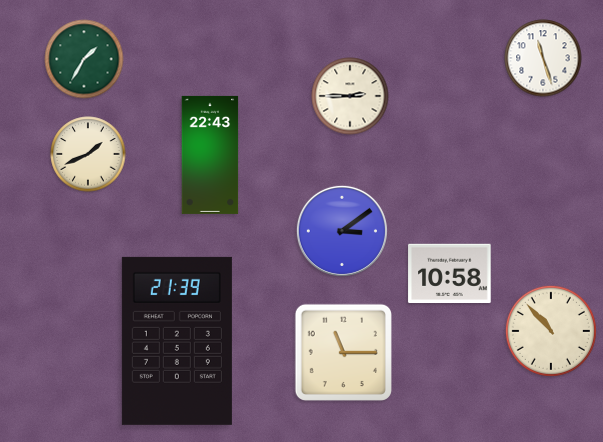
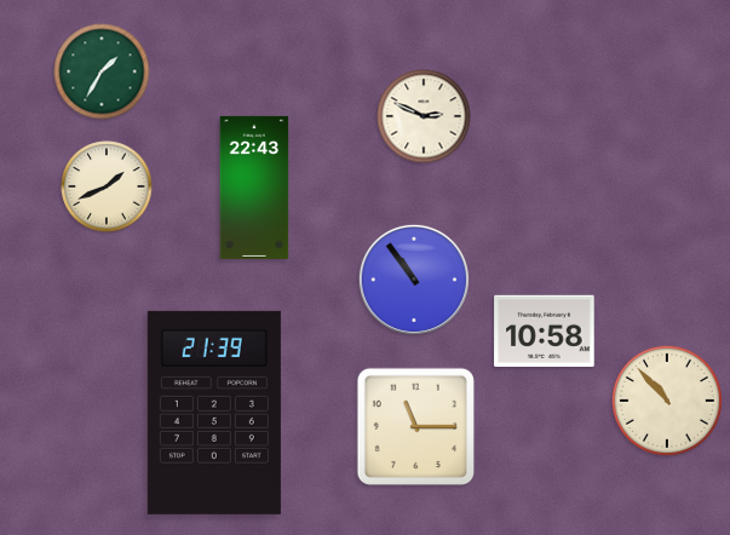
clock at (543, 58): 11:27 -> none
clock at (350, 96): 2:45 -> 2:49
clock at (342, 231): 3:09 -> 10:54
